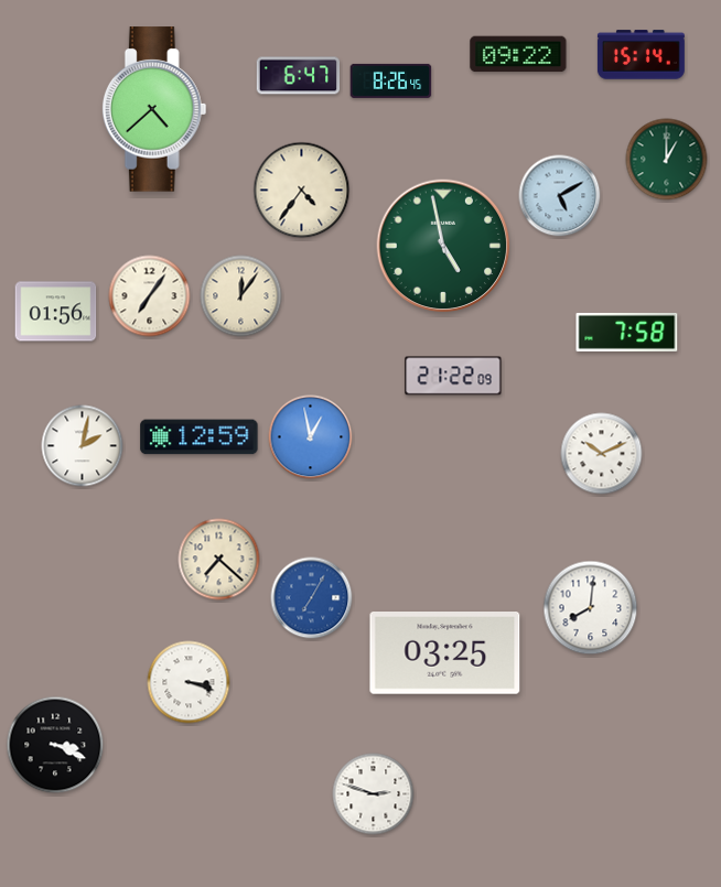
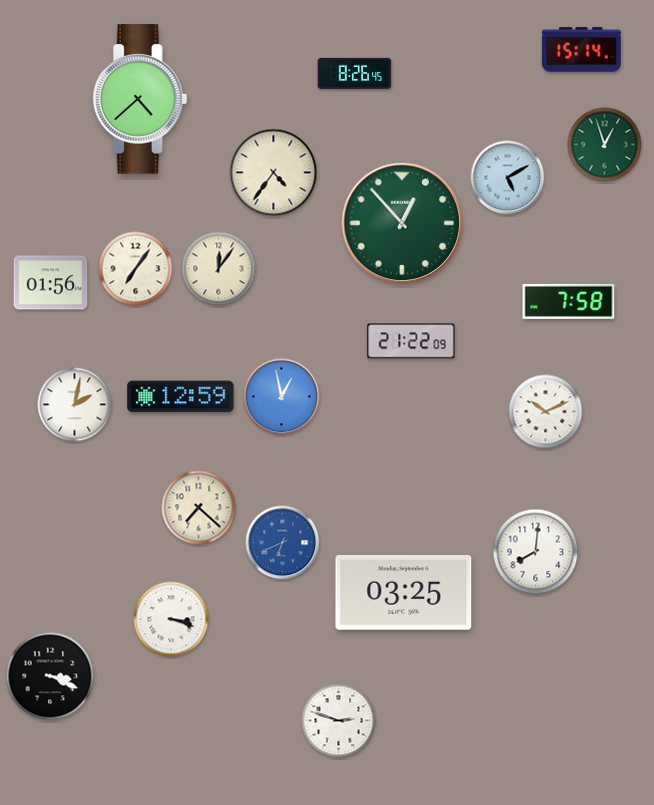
clock at (518, 54): 09:22 -> none
clock at (299, 76): 6:47 -> none
clock at (667, 160): 1:00 -> 12:57
clock at (443, 246): 4:58 -> 12:53
clock at (312, 598): 7:05 -> 6:41
